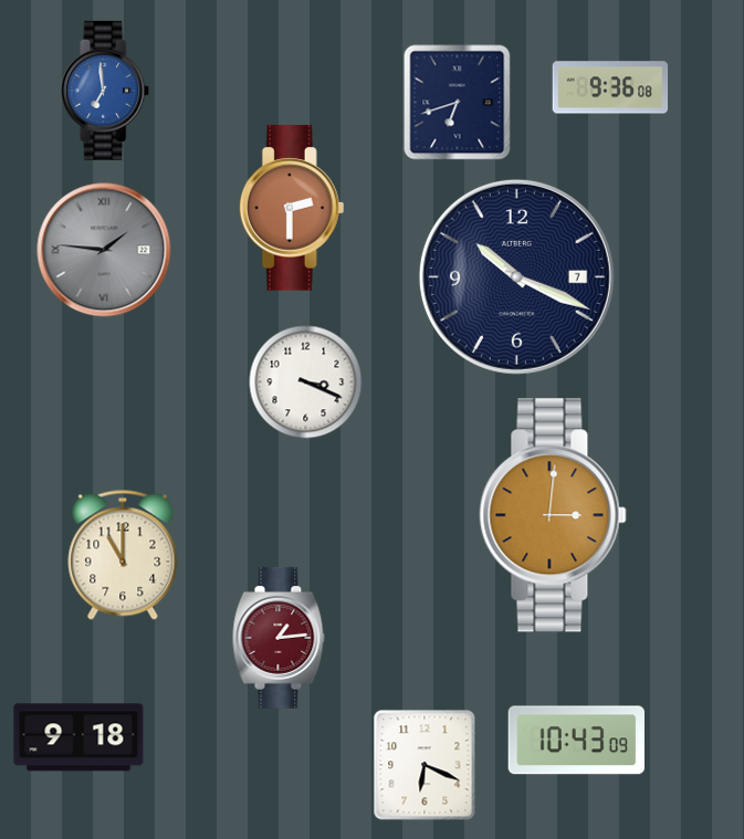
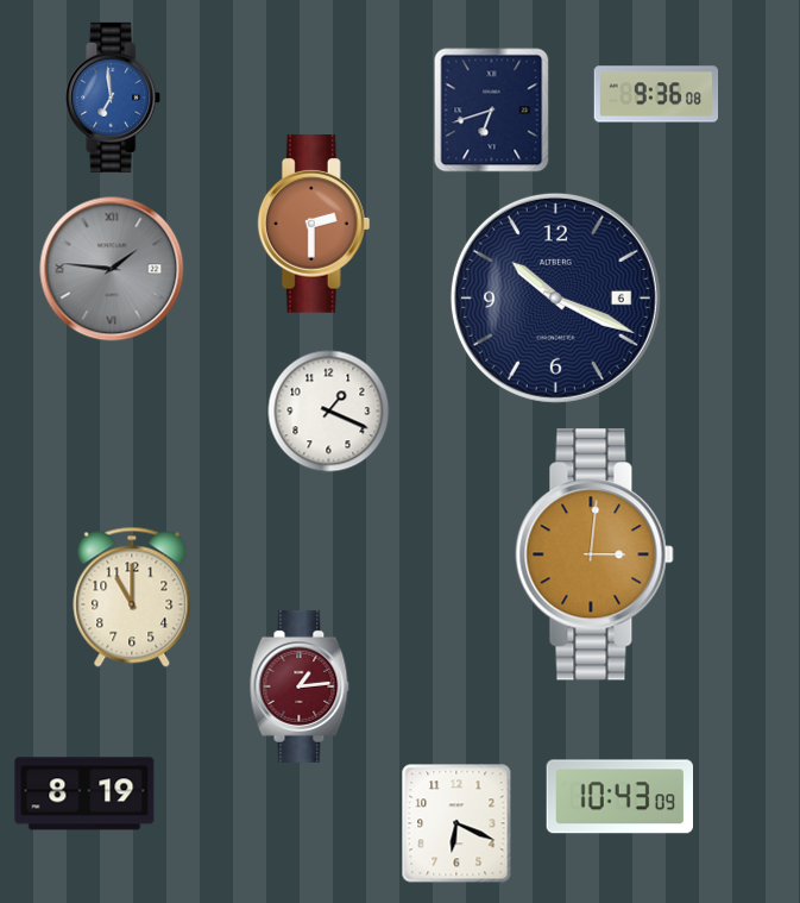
clock at (516, 276) date: 7 -> 6
clock at (306, 382): 3:19 -> 1:19
clock at (78, 737): 9:18 -> 8:19
